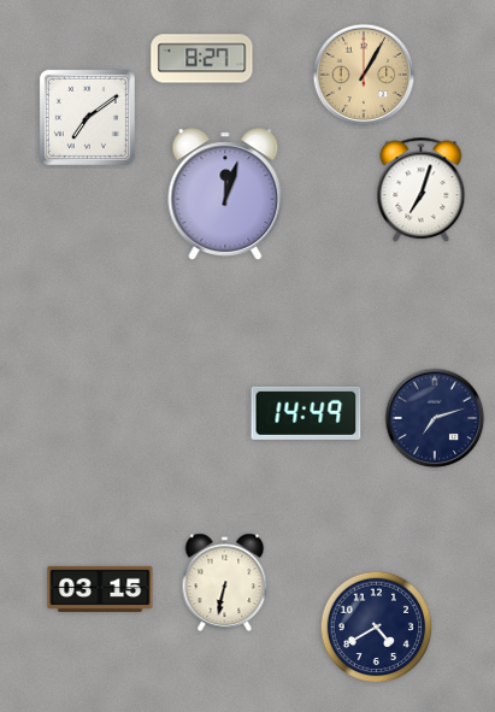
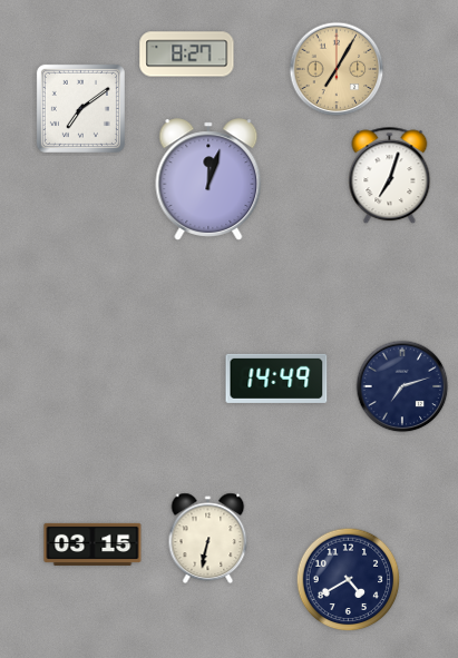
clock at (364, 75): 1:05 -> 7:05
clock at (306, 413) position: (306, 413) -> (276, 379)
